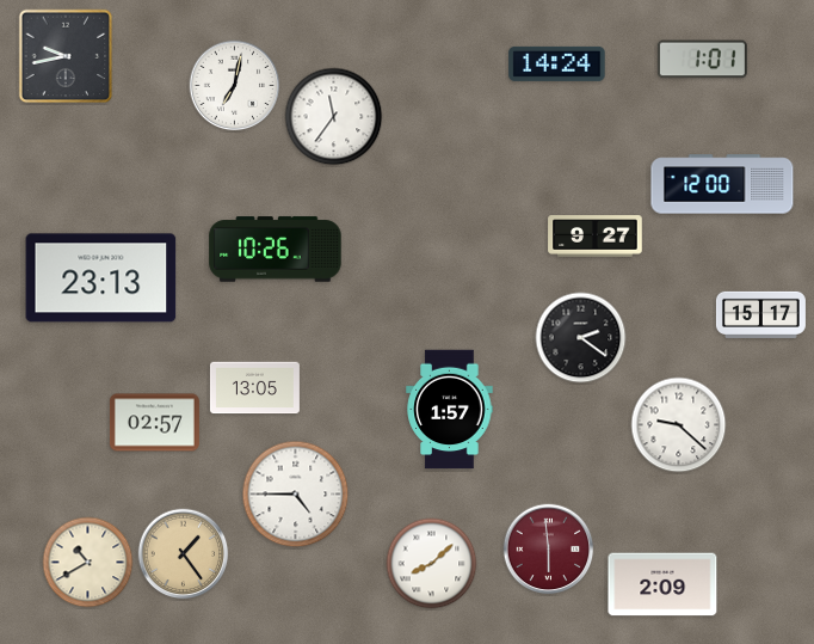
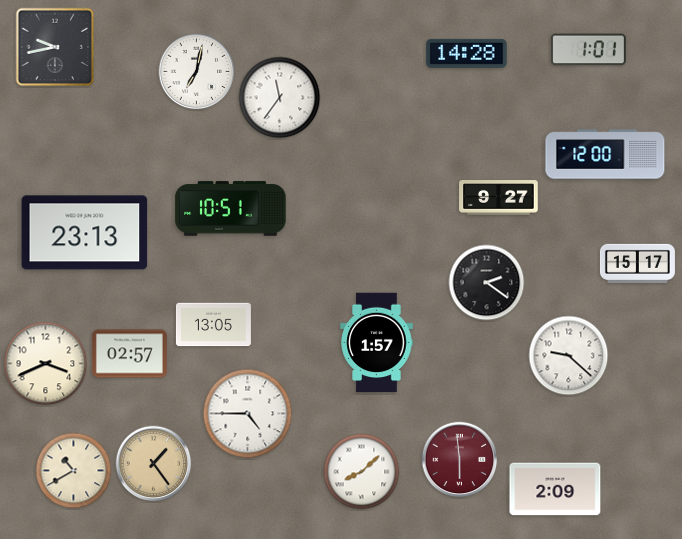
clock at (557, 63): 14:24 -> 14:28
clock at (276, 250): 10:26 -> 10:51
clock at (46, 364): none -> 3:41
